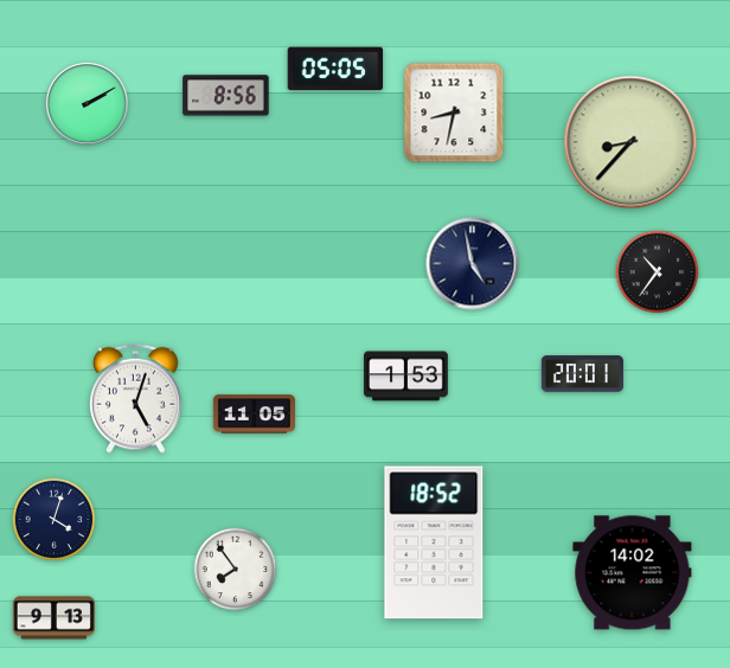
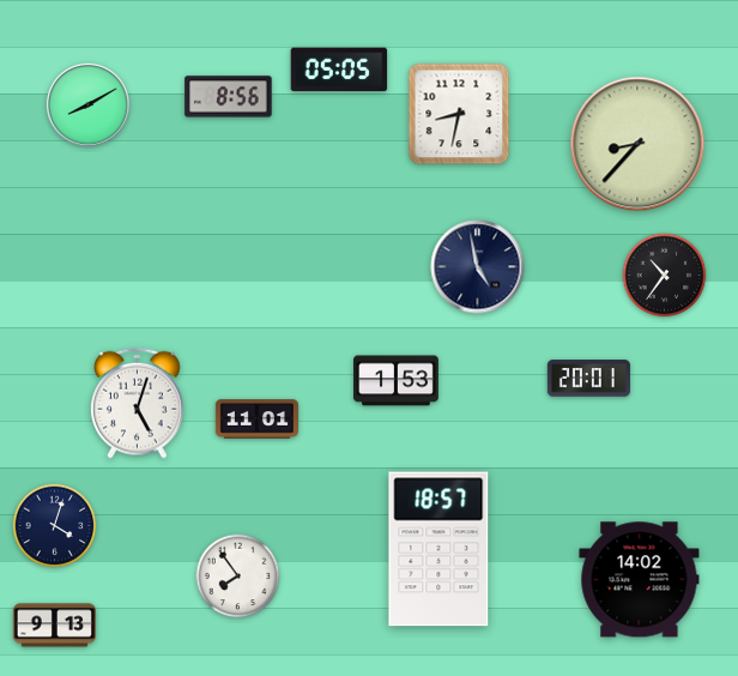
clock at (87, 103): 2:10 -> 8:10
clock at (406, 377) position: (406, 377) -> (397, 381)
clock at (254, 415): 11:05 -> 11:01
clock at (434, 542): 18:52 -> 18:57
